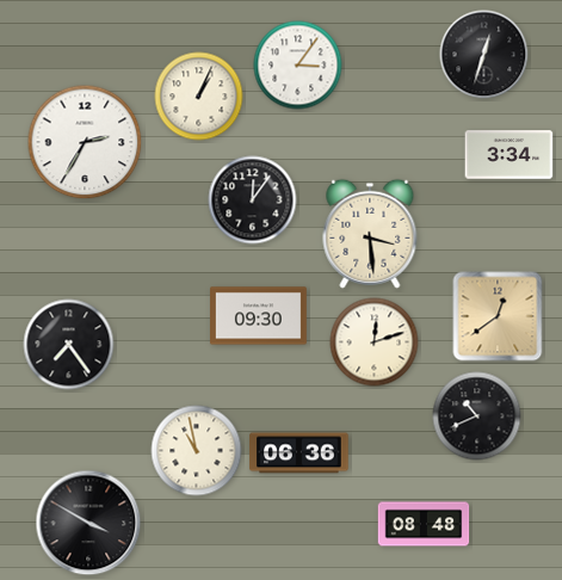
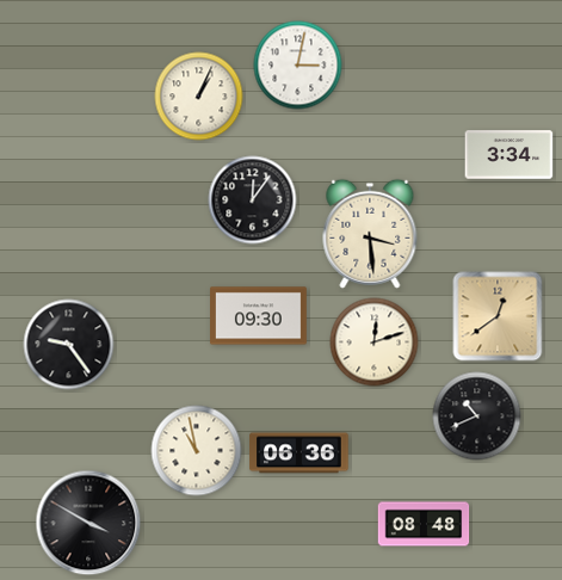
clock at (484, 55): 12:33 -> none
clock at (298, 66): 3:06 -> 3:02
clock at (85, 142): 2:35 -> none
clock at (69, 345): 7:24 -> 9:24
